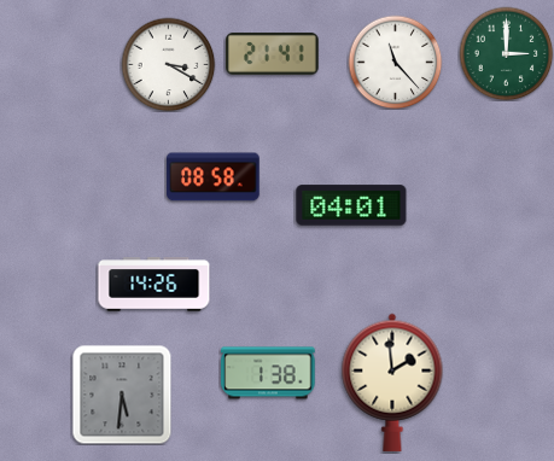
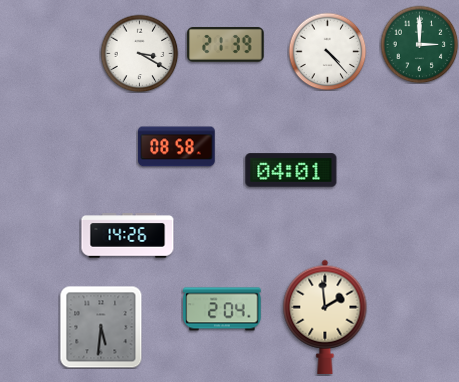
clock at (273, 54): 21:41 -> 21:39
clock at (395, 62): 11:23 -> 4:23
clock at (268, 373): 1:38 -> 2:04
